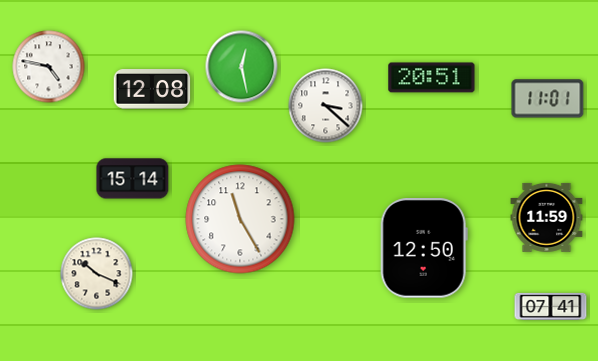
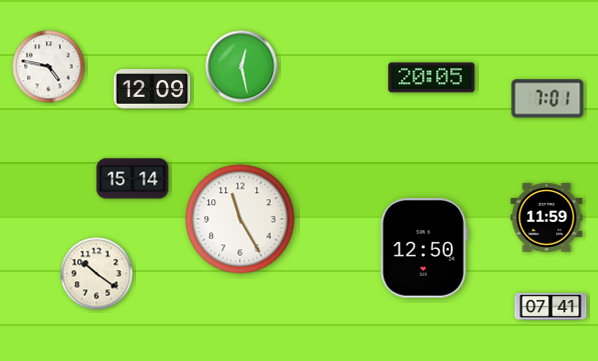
clock at (432, 78): 20:51 -> 20:05
clock at (152, 89): 12:08 -> 12:09
clock at (548, 99): 11:01 -> 7:01
clock at (326, 106): 3:22 -> none
clock at (97, 274): 10:19 -> 10:21
